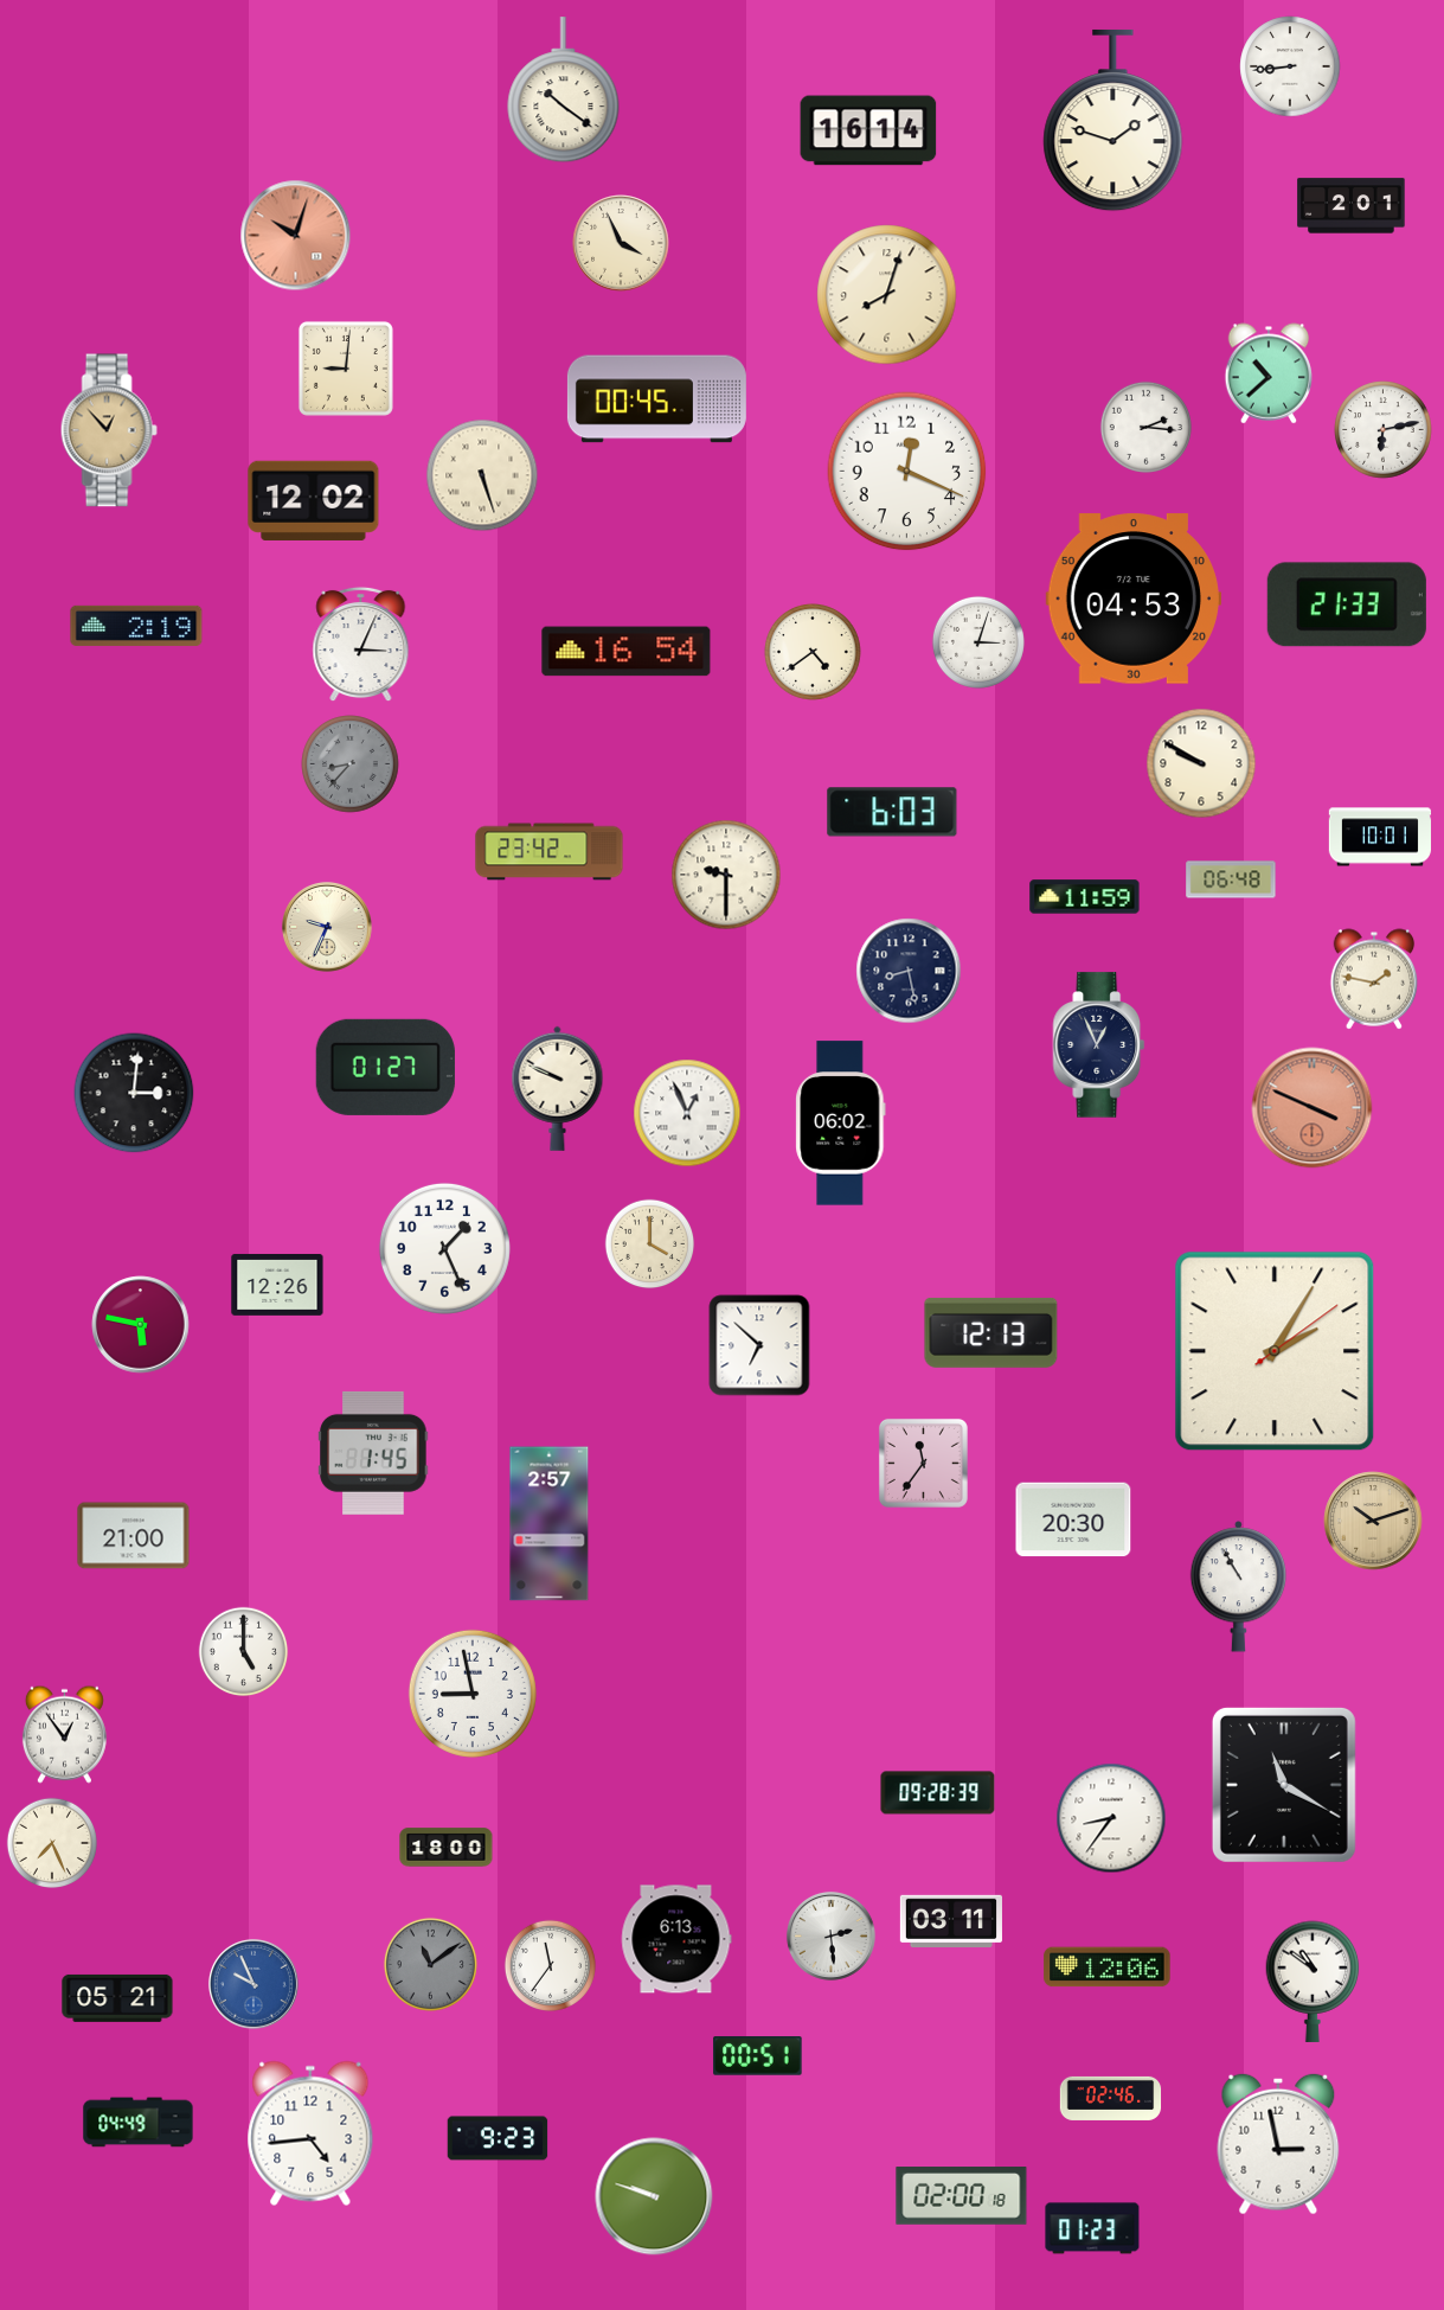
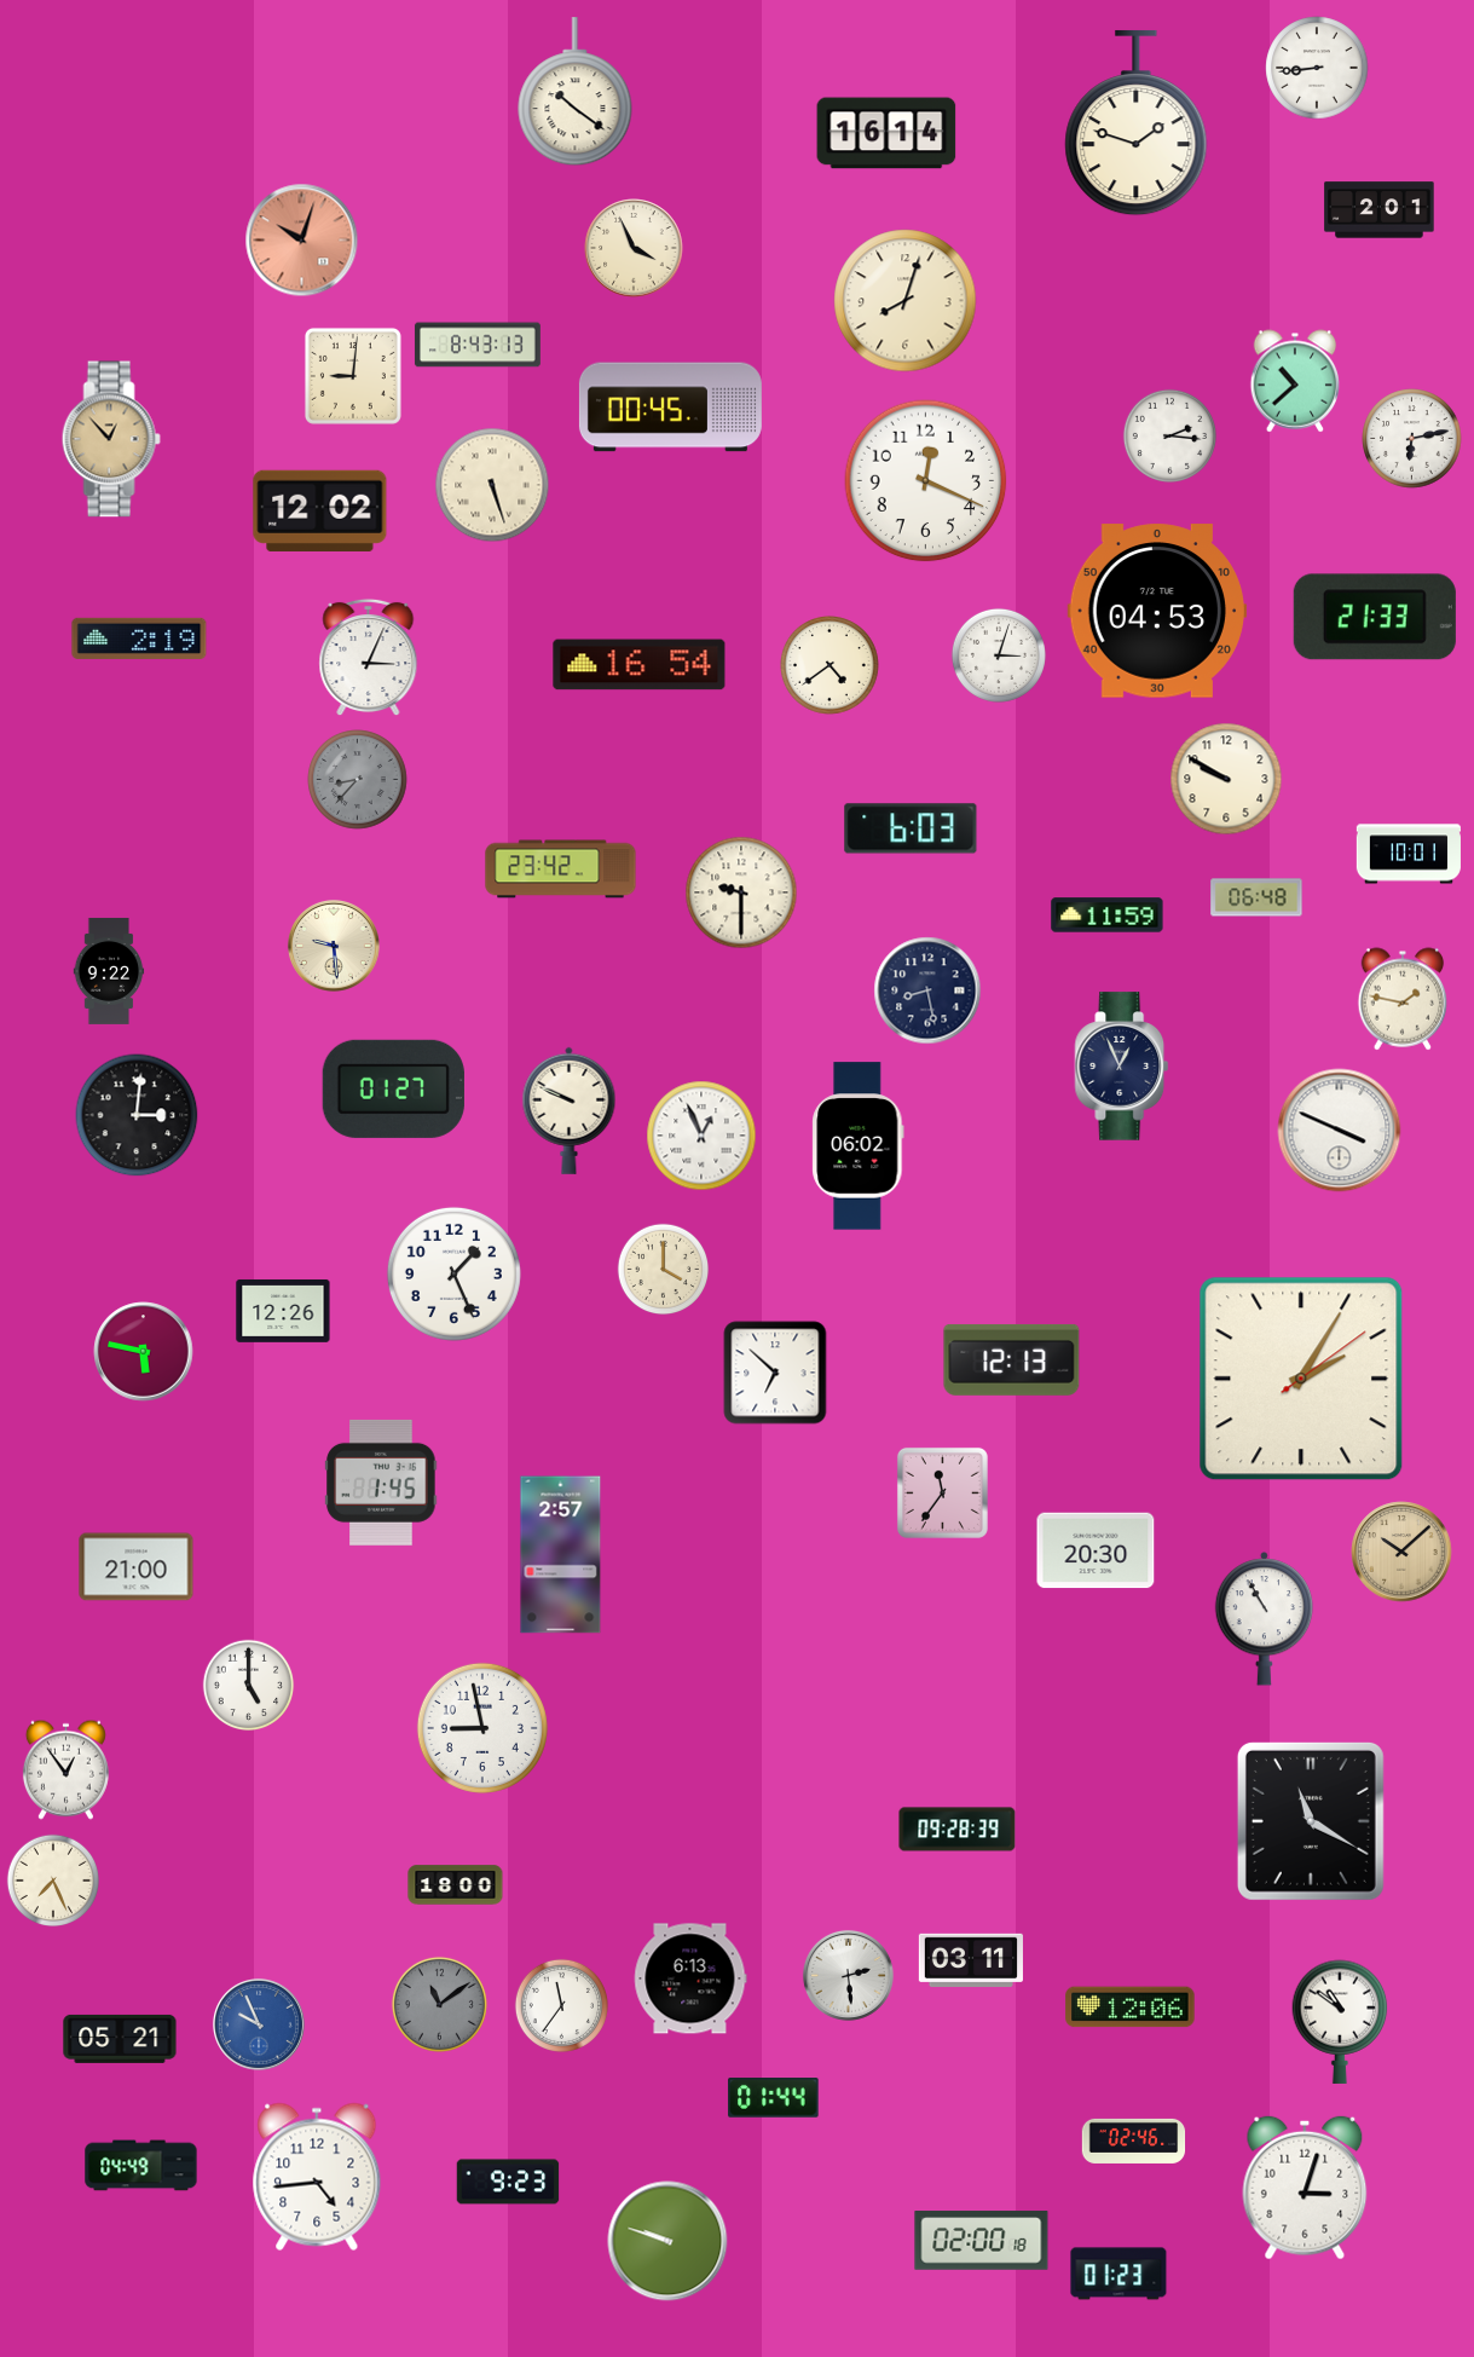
clock at (478, 345): none -> 8:43
clock at (327, 927): 9:34 -> 9:29
clock at (109, 971): none -> 9:22
clock at (1313, 1108) dial: salmon -> white
clock at (1373, 1521): 10:12 -> 10:08
clock at (1111, 1818): 8:36 -> none
clock at (758, 2056): 00:51 -> 01:44
clock at (1278, 2144): 2:58 -> 3:03
clock at (1092, 2228) position: (1092, 2228) -> (1118, 2274)
